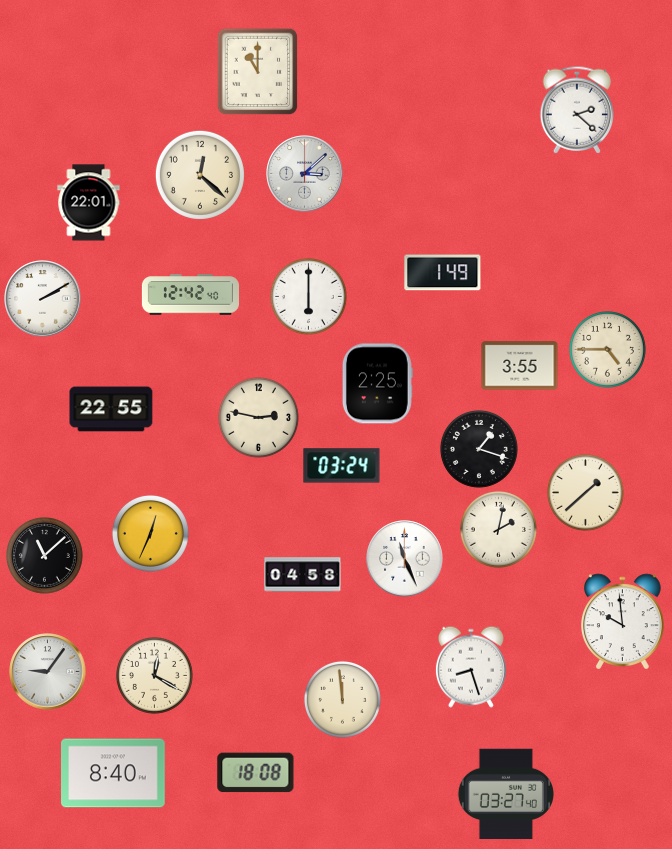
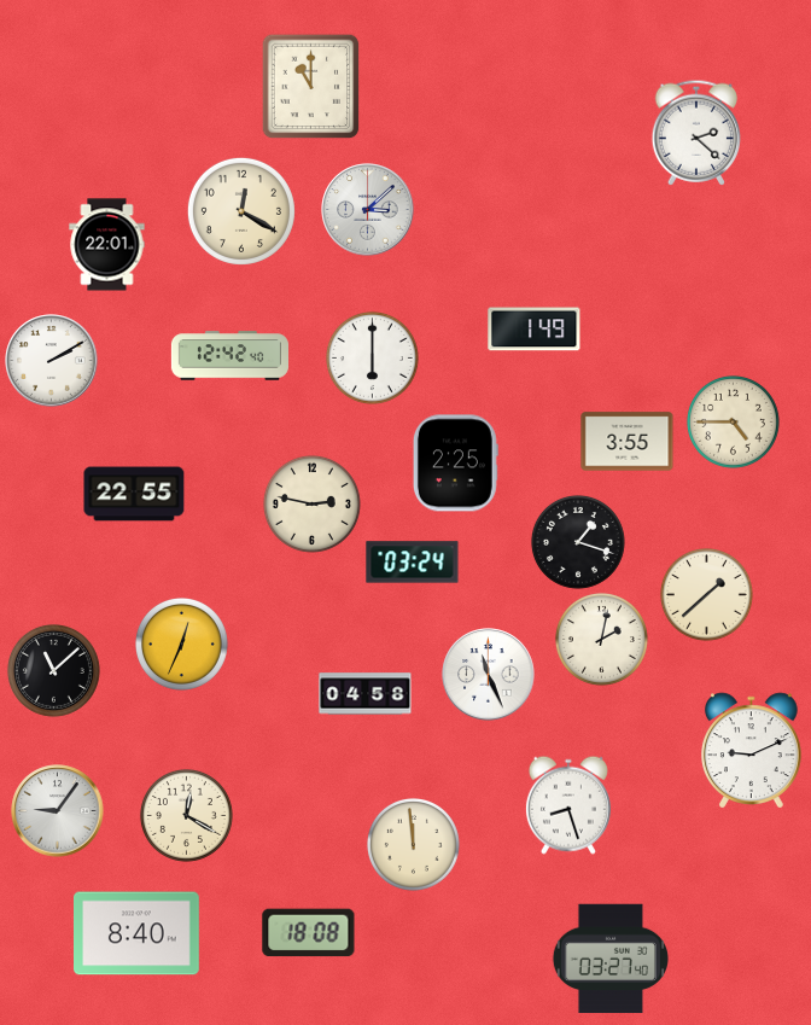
clock at (200, 175): 12:22 -> 12:20
clock at (623, 622): 9:59 -> 9:11
